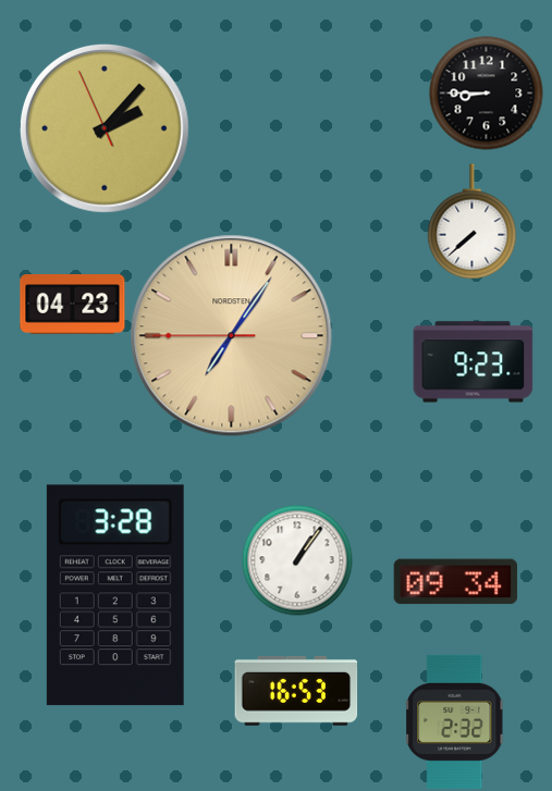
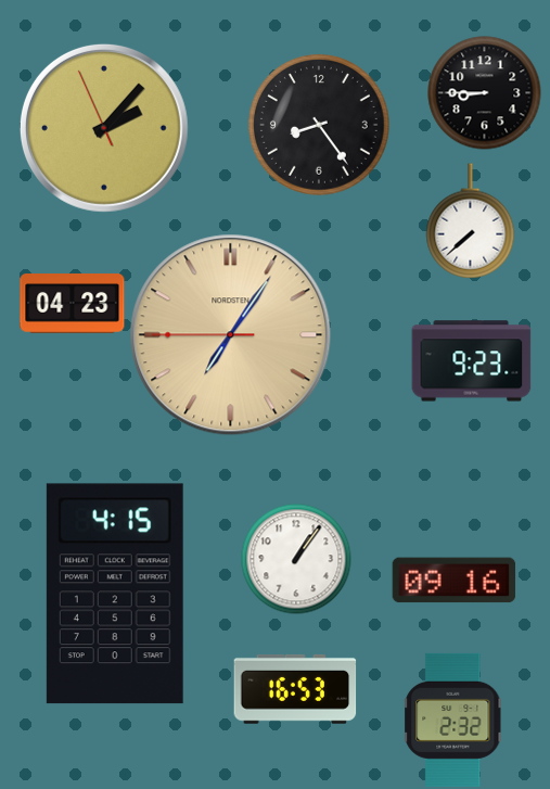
clock at (319, 125): none -> 8:24
clock at (456, 582): 09:34 -> 09:16
clock at (115, 595): 3:28 -> 4:15
